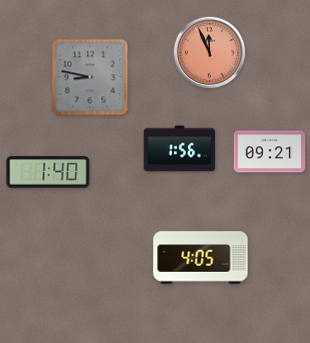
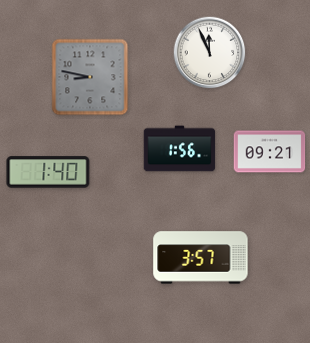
clock at (210, 53) dial: salmon -> white
clock at (201, 258): 4:05 -> 3:57
